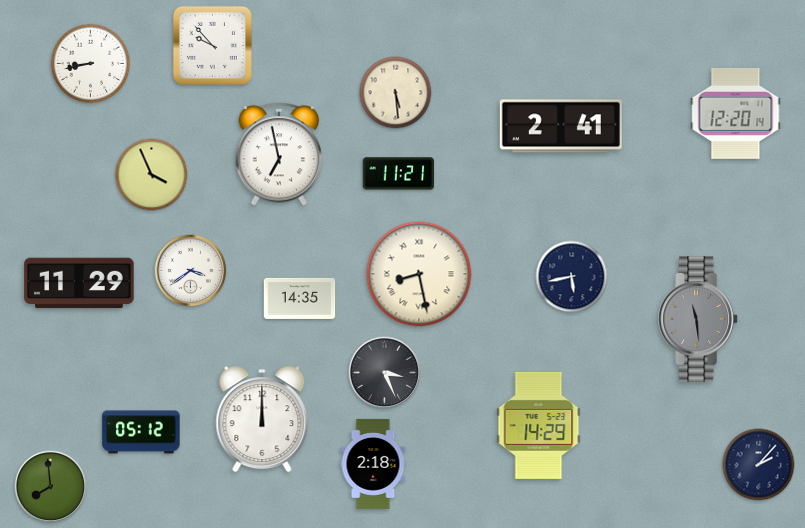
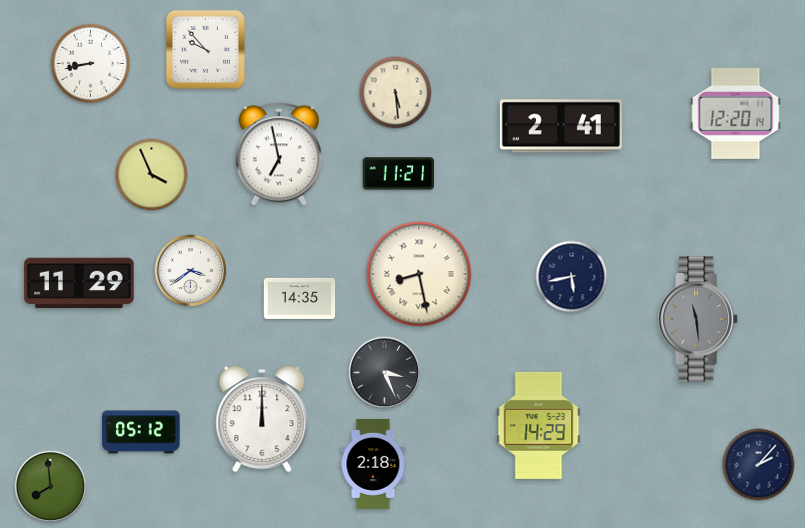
clock at (212, 45) position: (212, 45) -> (205, 49)
